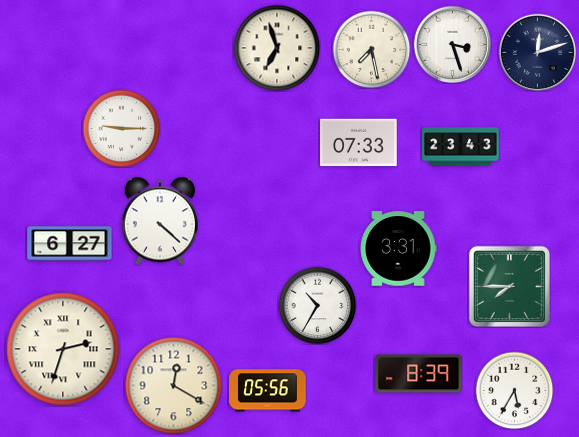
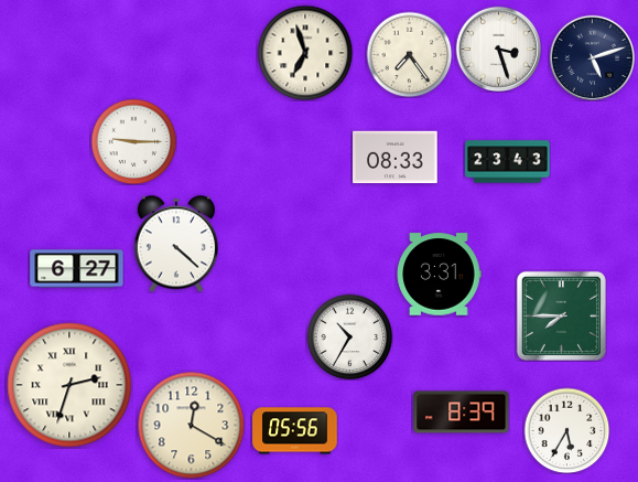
clock at (371, 49): 7:28 -> 7:24
clock at (537, 52): 12:12 -> 5:12
clock at (359, 143): 07:33 -> 08:33
